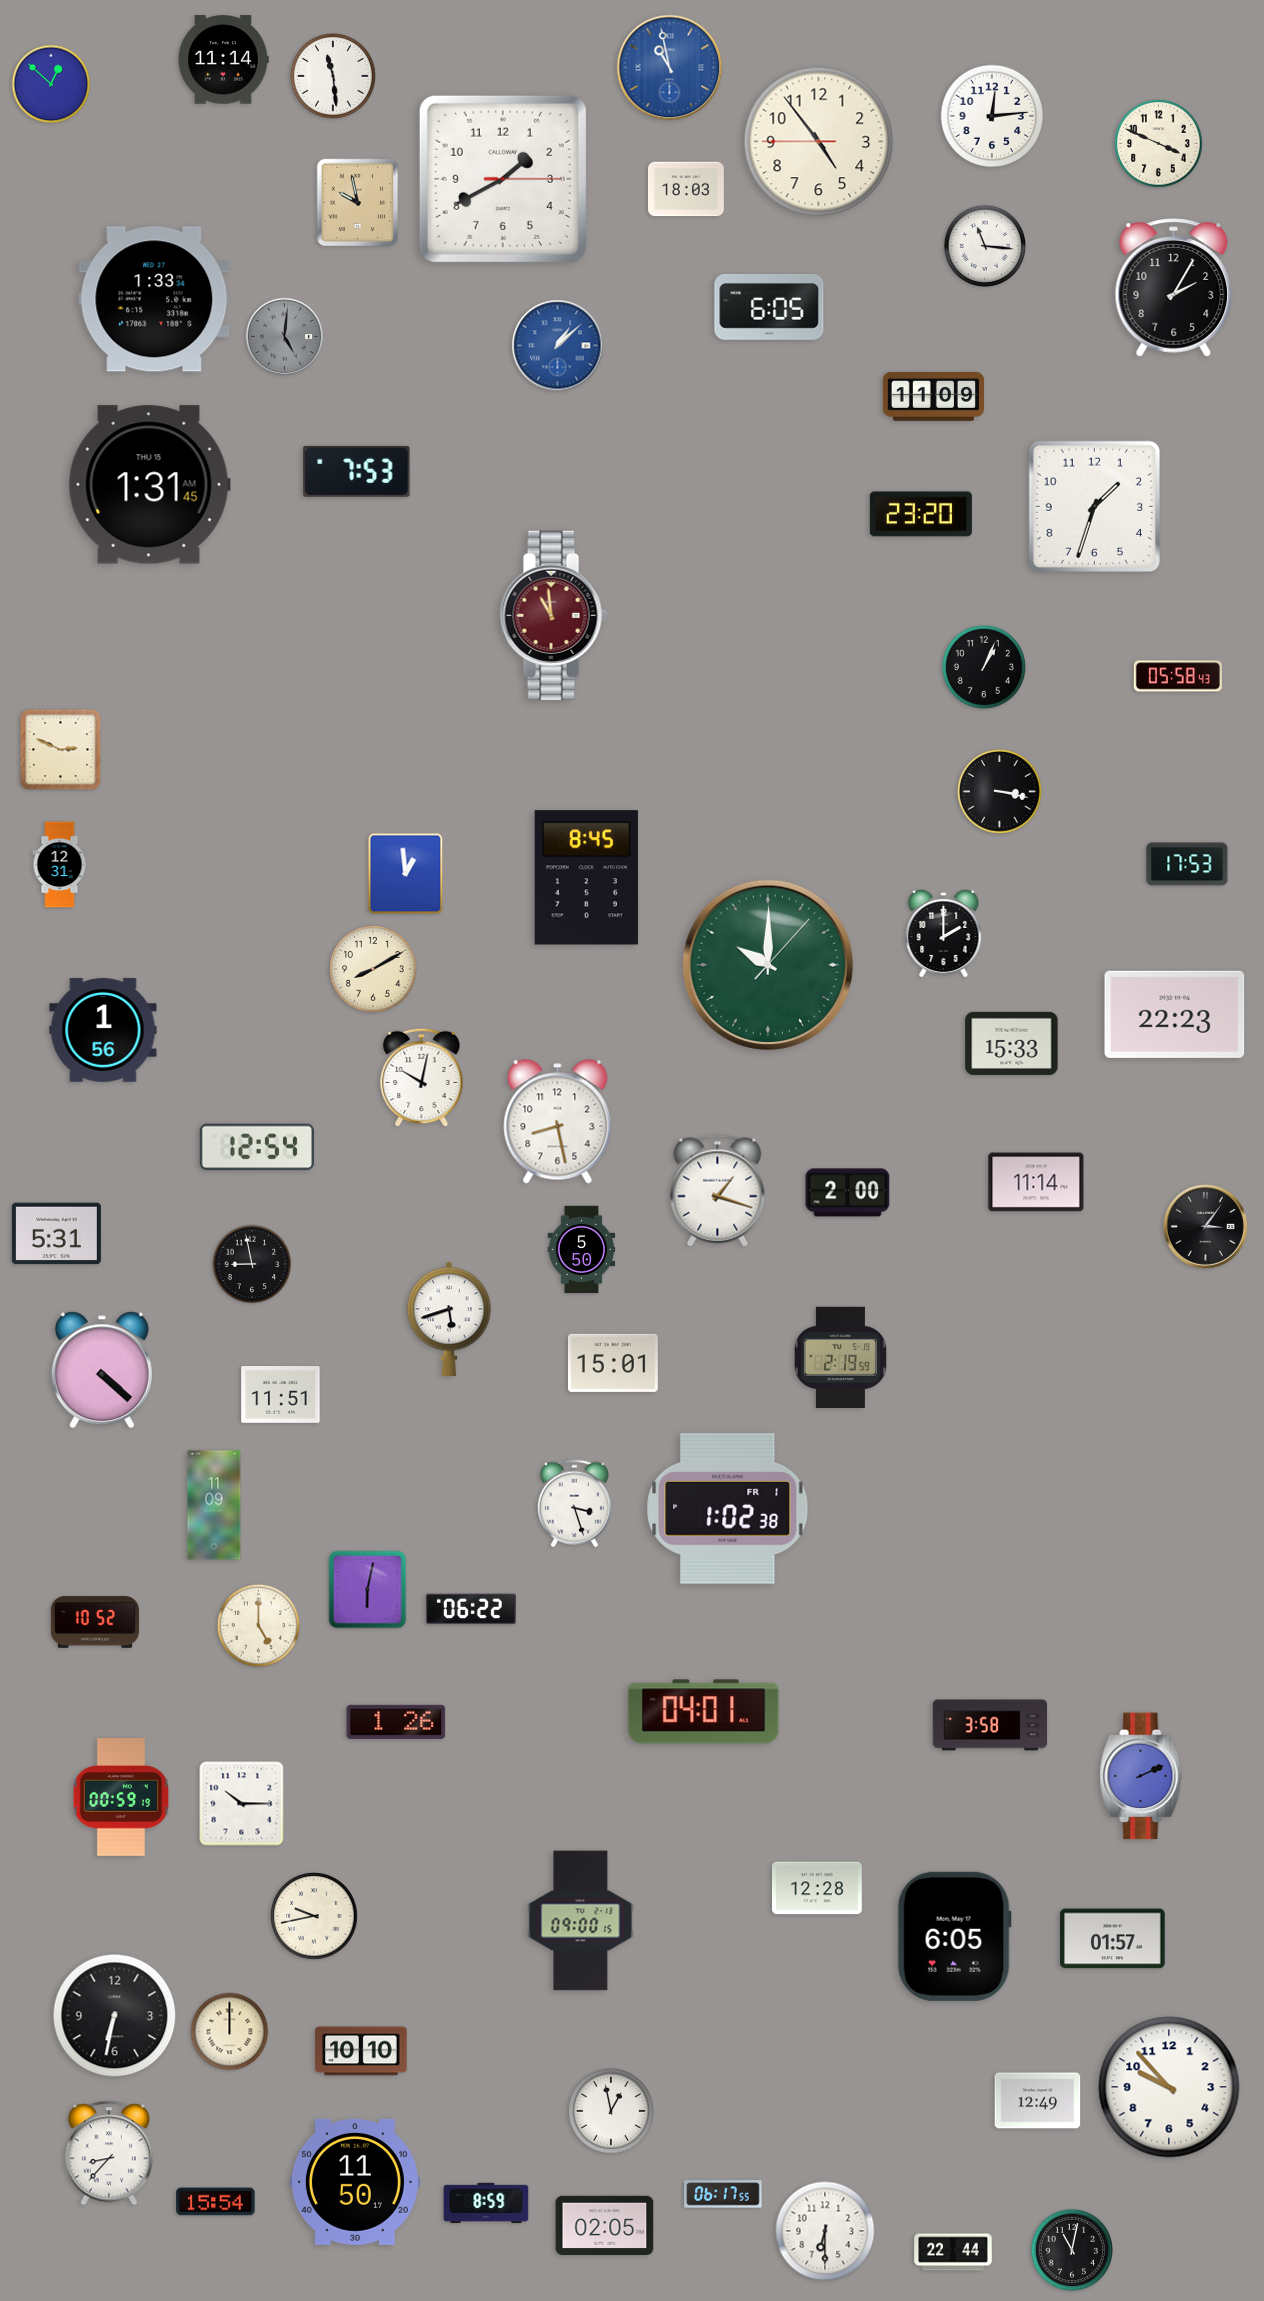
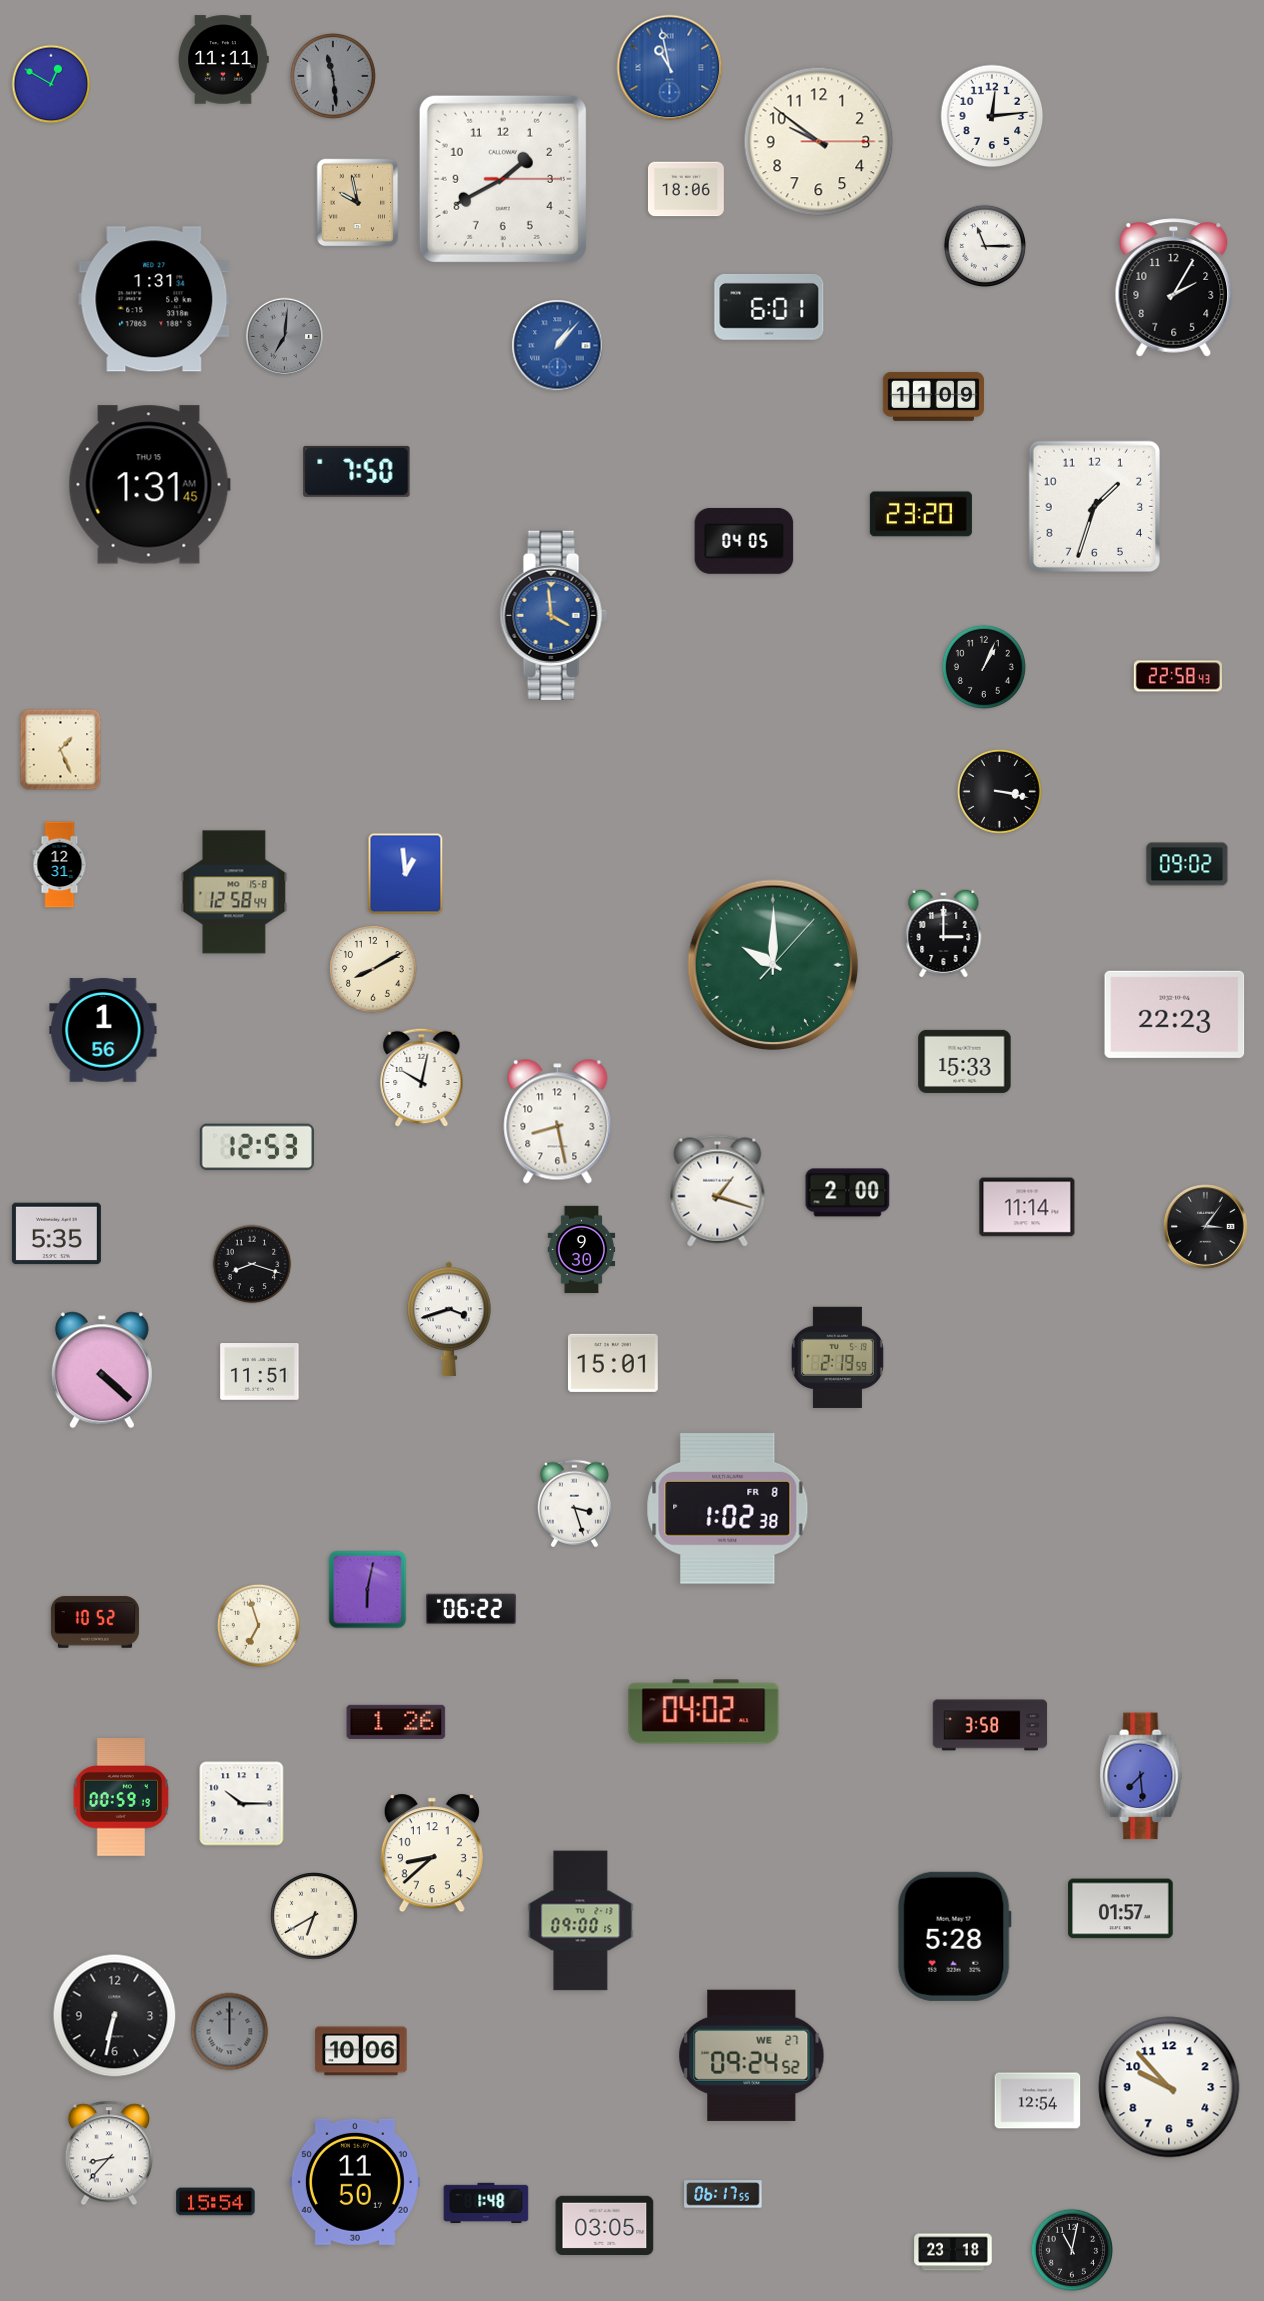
clock at (223, 60): 11:14 -> 11:11
clock at (333, 76) dial: white -> grey
clock at (51, 84): 12:52 -> 12:50
clock at (819, 142): 4:53 -> 9:51
clock at (1159, 144): 3:49 -> none
clock at (686, 189): 18:03 -> 18:06
clock at (984, 245): 11:16 -> 11:15
clock at (154, 299): 1:33 -> 1:31
clock at (769, 307): 6:05 -> 6:01
clock at (285, 337): 5:01 -> 7:01
clock at (558, 346): 1:08 -> 1:07
clock at (357, 471): 7:53 -> 7:50
clock at (744, 541): none -> 04:05
clock at (553, 615): 10:59 -> 3:59
clock at (553, 615) dial: burgundy -> blue
clock at (1178, 676): 05:58 -> 22:58
clock at (61, 750): 2:49 -> 1:26
clock at (1187, 864): 17:53 -> 09:02
clock at (586, 878): 8:45 -> none
clock at (234, 892): none -> 12:58
clock at (944, 933): 2:00 -> 3:00
clock at (768, 965) position: (768, 965) -> (773, 965)
clock at (1012, 1043) position: (1012, 1043) -> (965, 1061)
clock at (256, 1147): 12:54 -> 12:53
clock at (1036, 1182) position: (1036, 1182) -> (1027, 1207)
clock at (56, 1234): 5:31 -> 5:35
clock at (582, 1250): 5:50 -> 9:30
clock at (252, 1264): 8:58 -> 8:18
clock at (449, 1319): 5:42 -> 3:42
clock at (840, 1357) position: (840, 1357) -> (837, 1357)
clock at (281, 1395) position: (281, 1395) -> (260, 1372)
clock at (214, 1505): 11:09 -> none
clock at (728, 1508) date: FR 1 -> FR 8
clock at (258, 1625): 5:00 -> 6:57
clock at (704, 1712): 04:01 -> 04:02
clock at (1141, 1776): 2:11 -> 7:29
clock at (432, 1853): none -> 8:38
clock at (817, 1888): 12:28 -> none
clock at (314, 1916): 9:43 -> 6:40
clock at (954, 1936): 6:05 -> 5:28
clock at (1113, 1939) position: (1113, 1939) -> (1121, 1909)
clock at (230, 2032) dial: cream -> grey
clock at (361, 2051): 10:10 -> 10:06
clock at (752, 2055): none -> 09:24
clock at (1038, 2101): 12:49 -> 12:54
clock at (611, 2111): 12:58 -> none
clock at (486, 2203): 8:59 -> 1:48
clock at (605, 2225): 02:05 -> 03:05
clock at (825, 2231): 6:30 -> none
clock at (953, 2252): 22:44 -> 23:18
